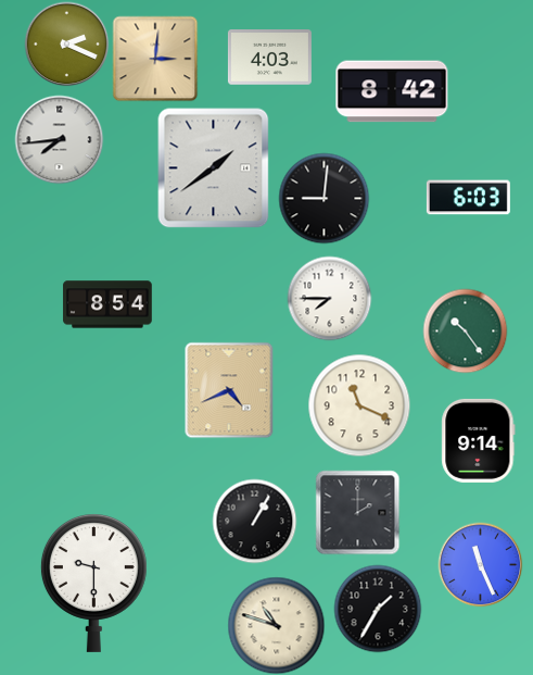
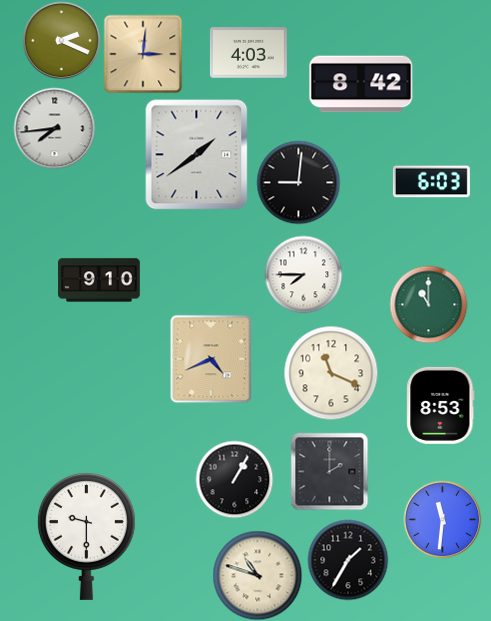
clock at (107, 304): 8:54 -> 9:10
clock at (465, 330): 10:24 -> 11:00
clock at (479, 440): 9:14 -> 8:53
clock at (480, 564): 11:26 -> 11:31
clock at (276, 625) position: (276, 625) -> (257, 575)
